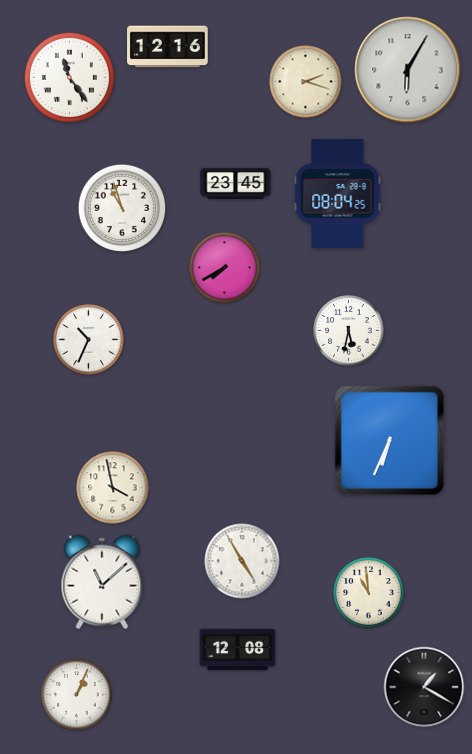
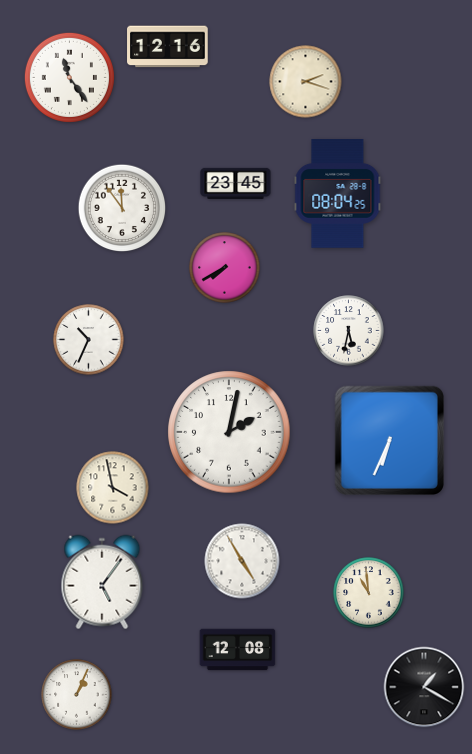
clock at (408, 70): 6:05 -> none
clock at (122, 208): 10:57 -> 11:54
clock at (229, 432): none -> 2:02
clock at (102, 582): 11:08 -> 5:06
